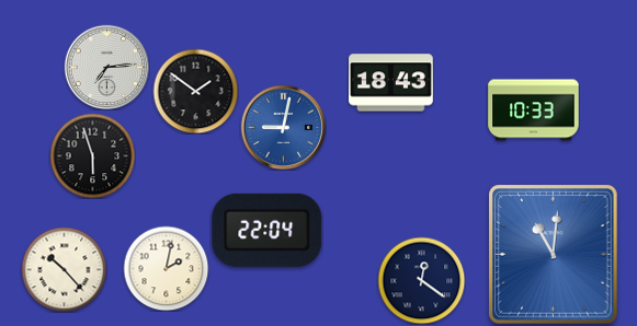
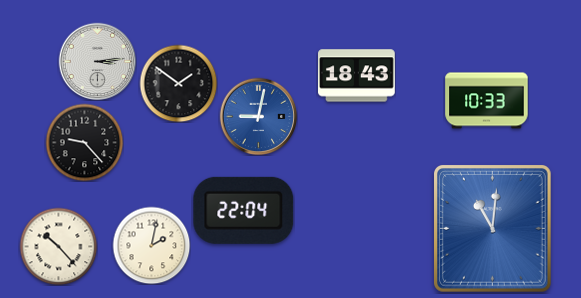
clock at (106, 67): 7:14 -> 3:14
clock at (92, 155): 5:57 -> 9:23
clock at (554, 255) position: (554, 255) -> (493, 229)
clock at (421, 280): 12:21 -> none
